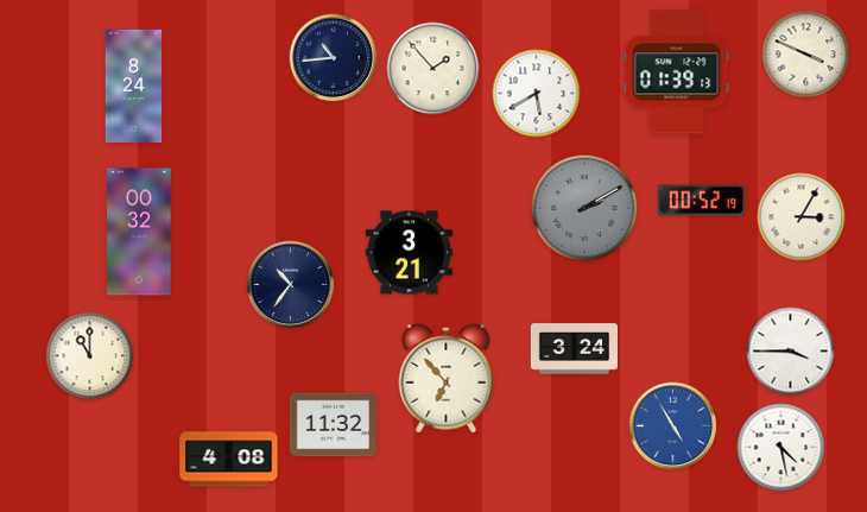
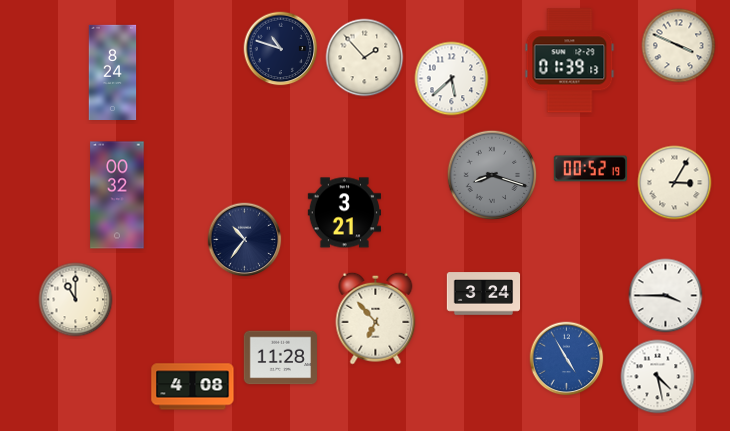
clock at (334, 58): 10:44 -> 10:48
clock at (537, 94): 5:40 -> 5:38
clock at (584, 208): 2:10 -> 8:18
clock at (333, 425): 11:32 -> 11:28
